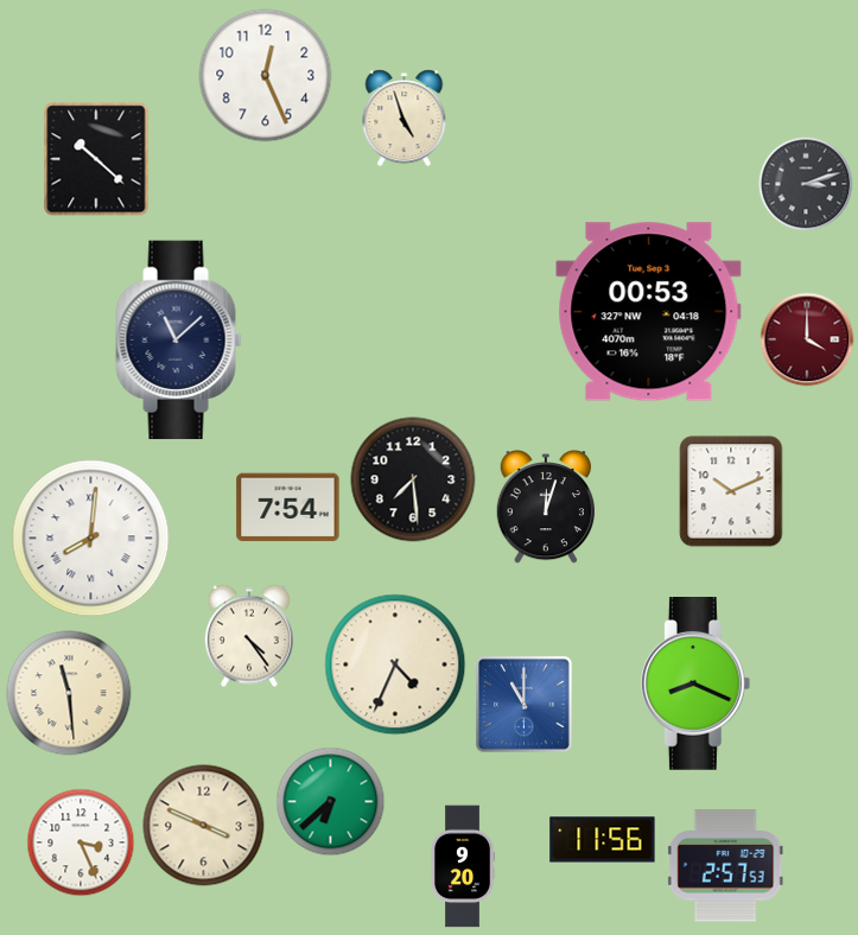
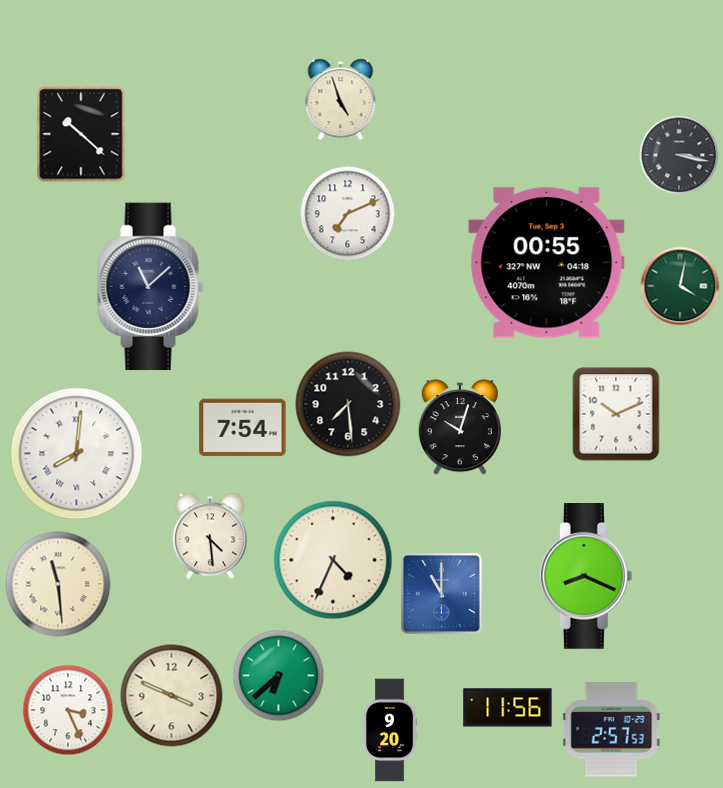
clock at (266, 76): 12:26 -> none
clock at (806, 184): 3:12 -> 3:17
clock at (348, 214): none -> 7:11
clock at (649, 312): 00:53 -> 00:55
clock at (807, 339): 4:00 -> 4:02
clock at (807, 339) dial: burgundy -> green
clock at (545, 508): 12:03 -> 10:03
clock at (249, 636): 4:24 -> 4:29
